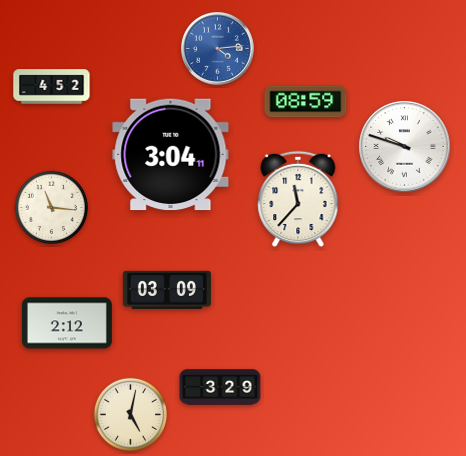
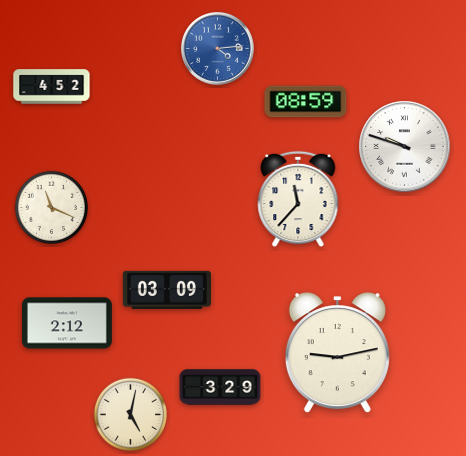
clock at (171, 155): 3:04 -> none
clock at (51, 207): 11:16 -> 11:19
clock at (337, 353): none -> 9:13
